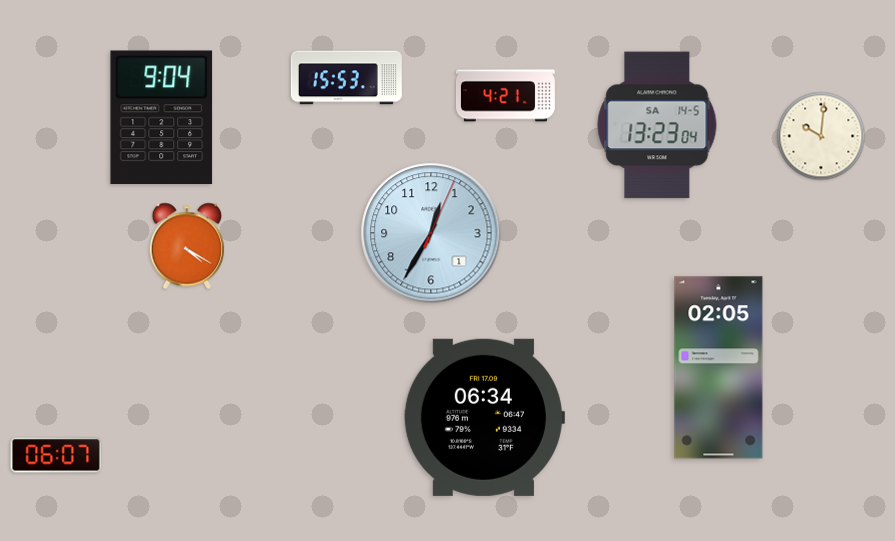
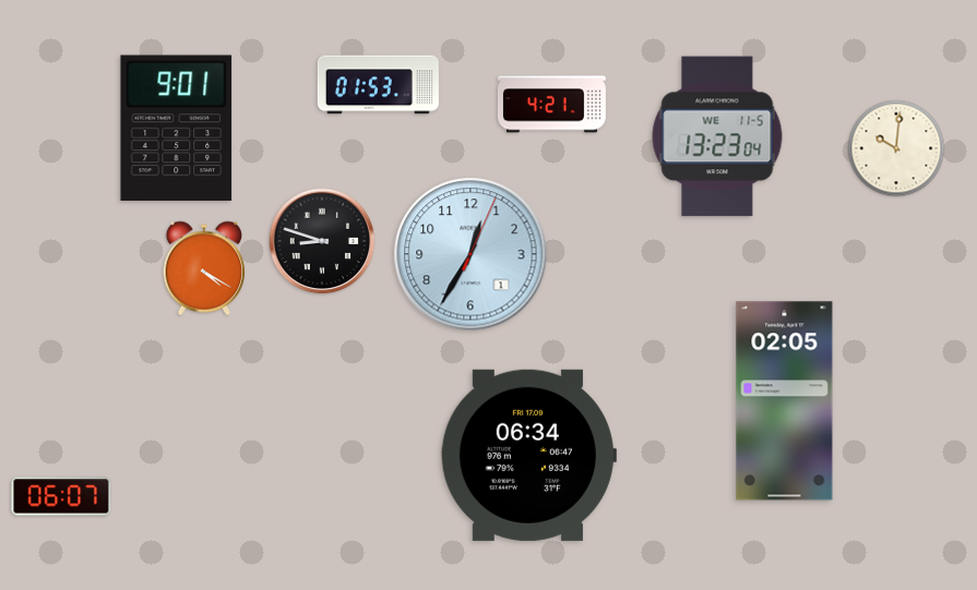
clock at (346, 78): 15:53 -> 01:53
clock at (162, 118): 9:04 -> 9:01
clock at (657, 125) date: SA 14-5 -> WE 11-5
clock at (322, 241): none -> 8:48
